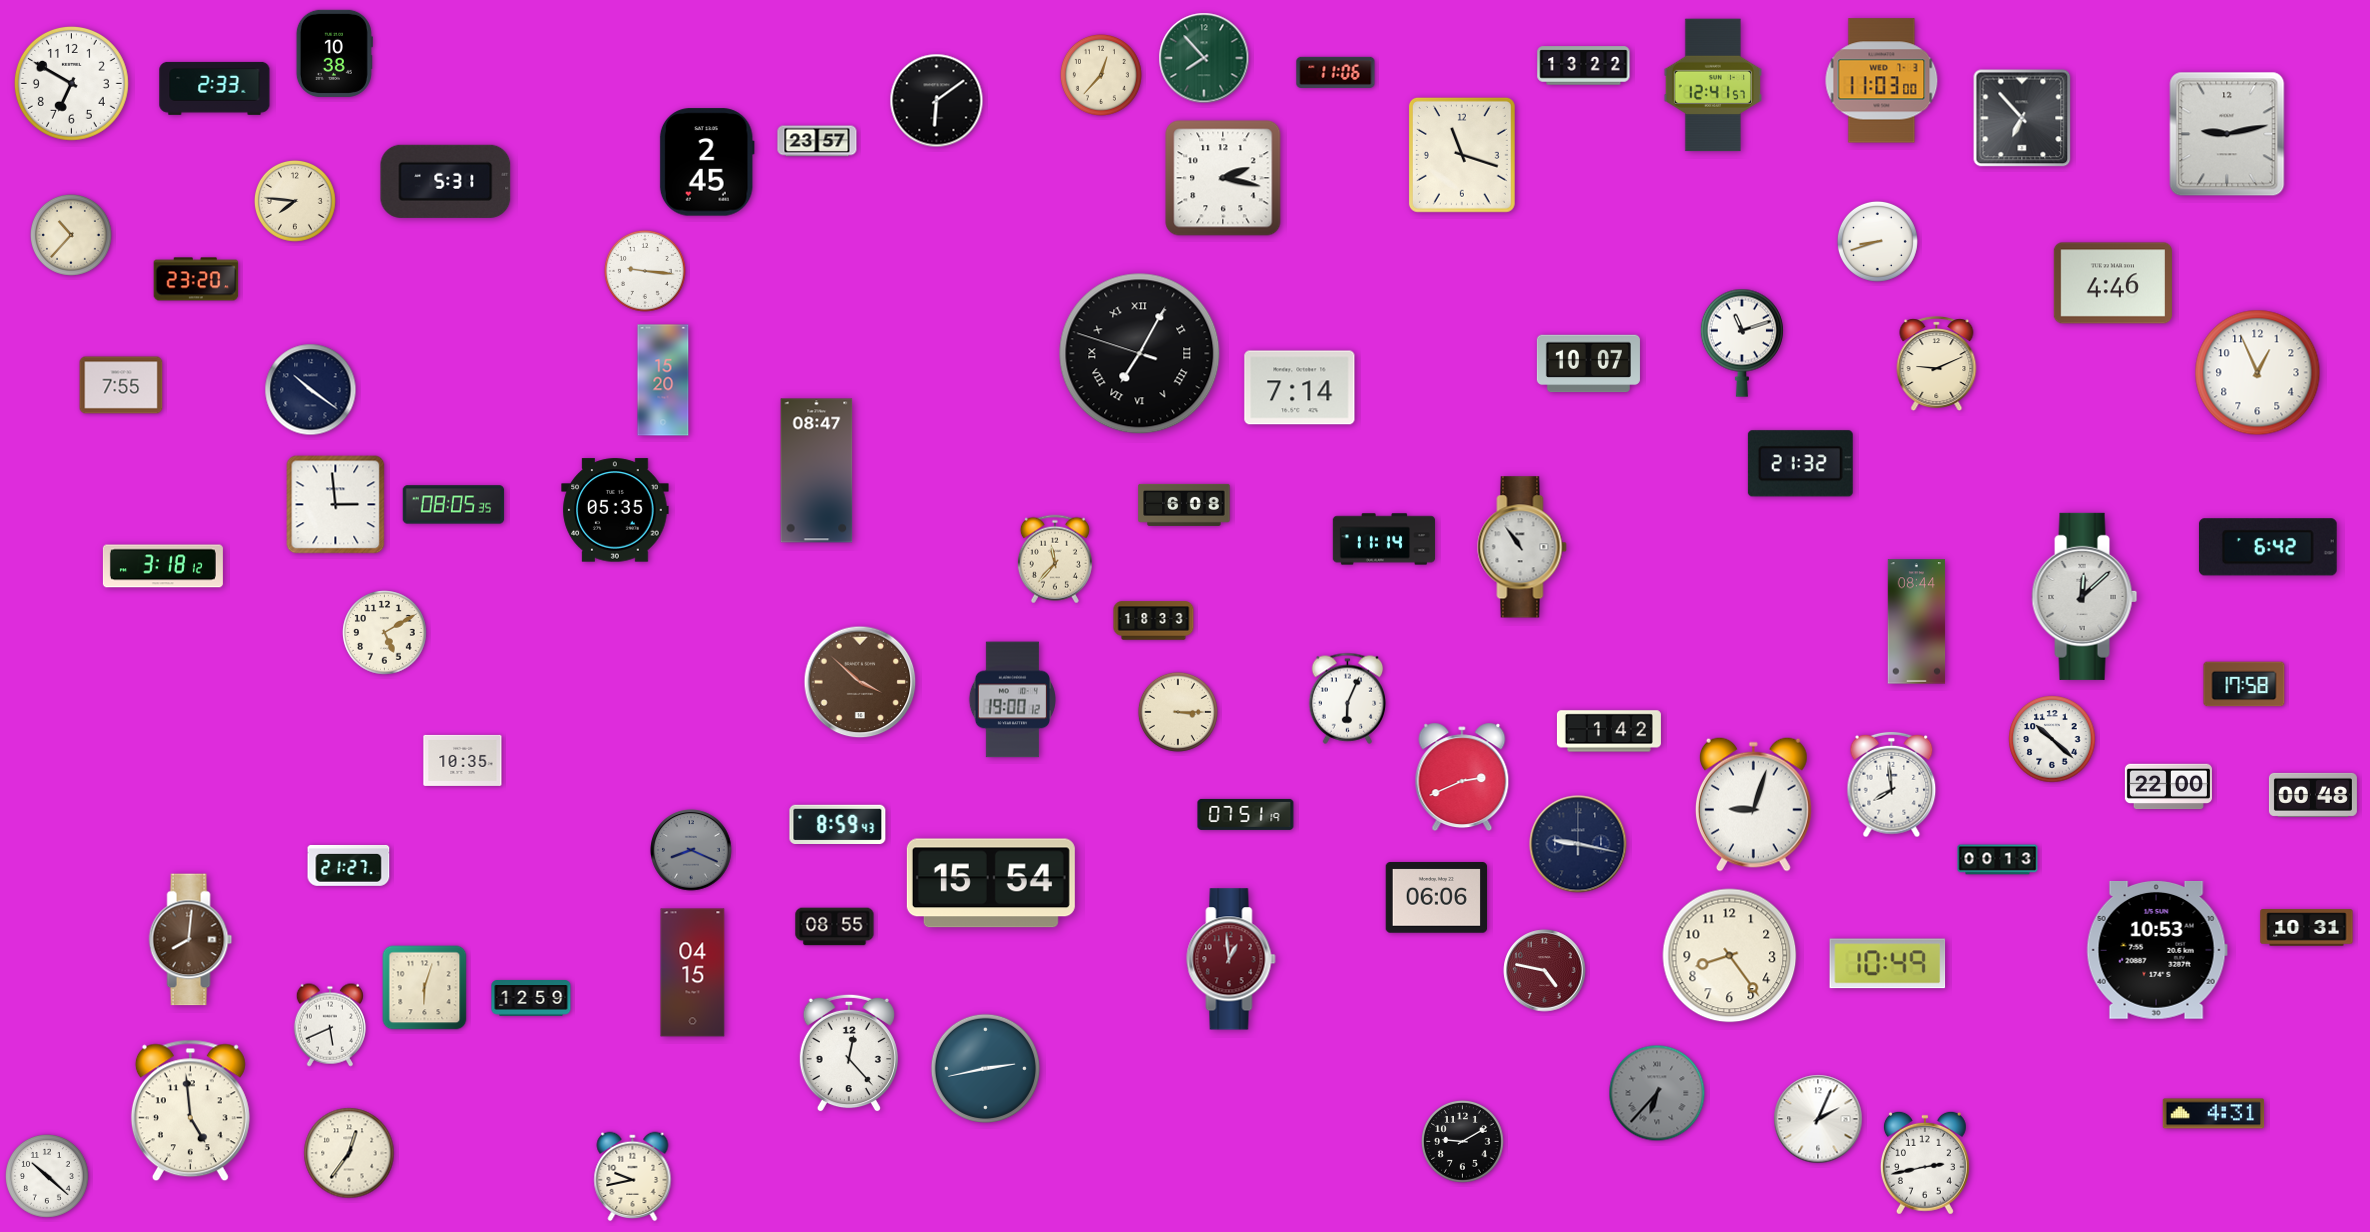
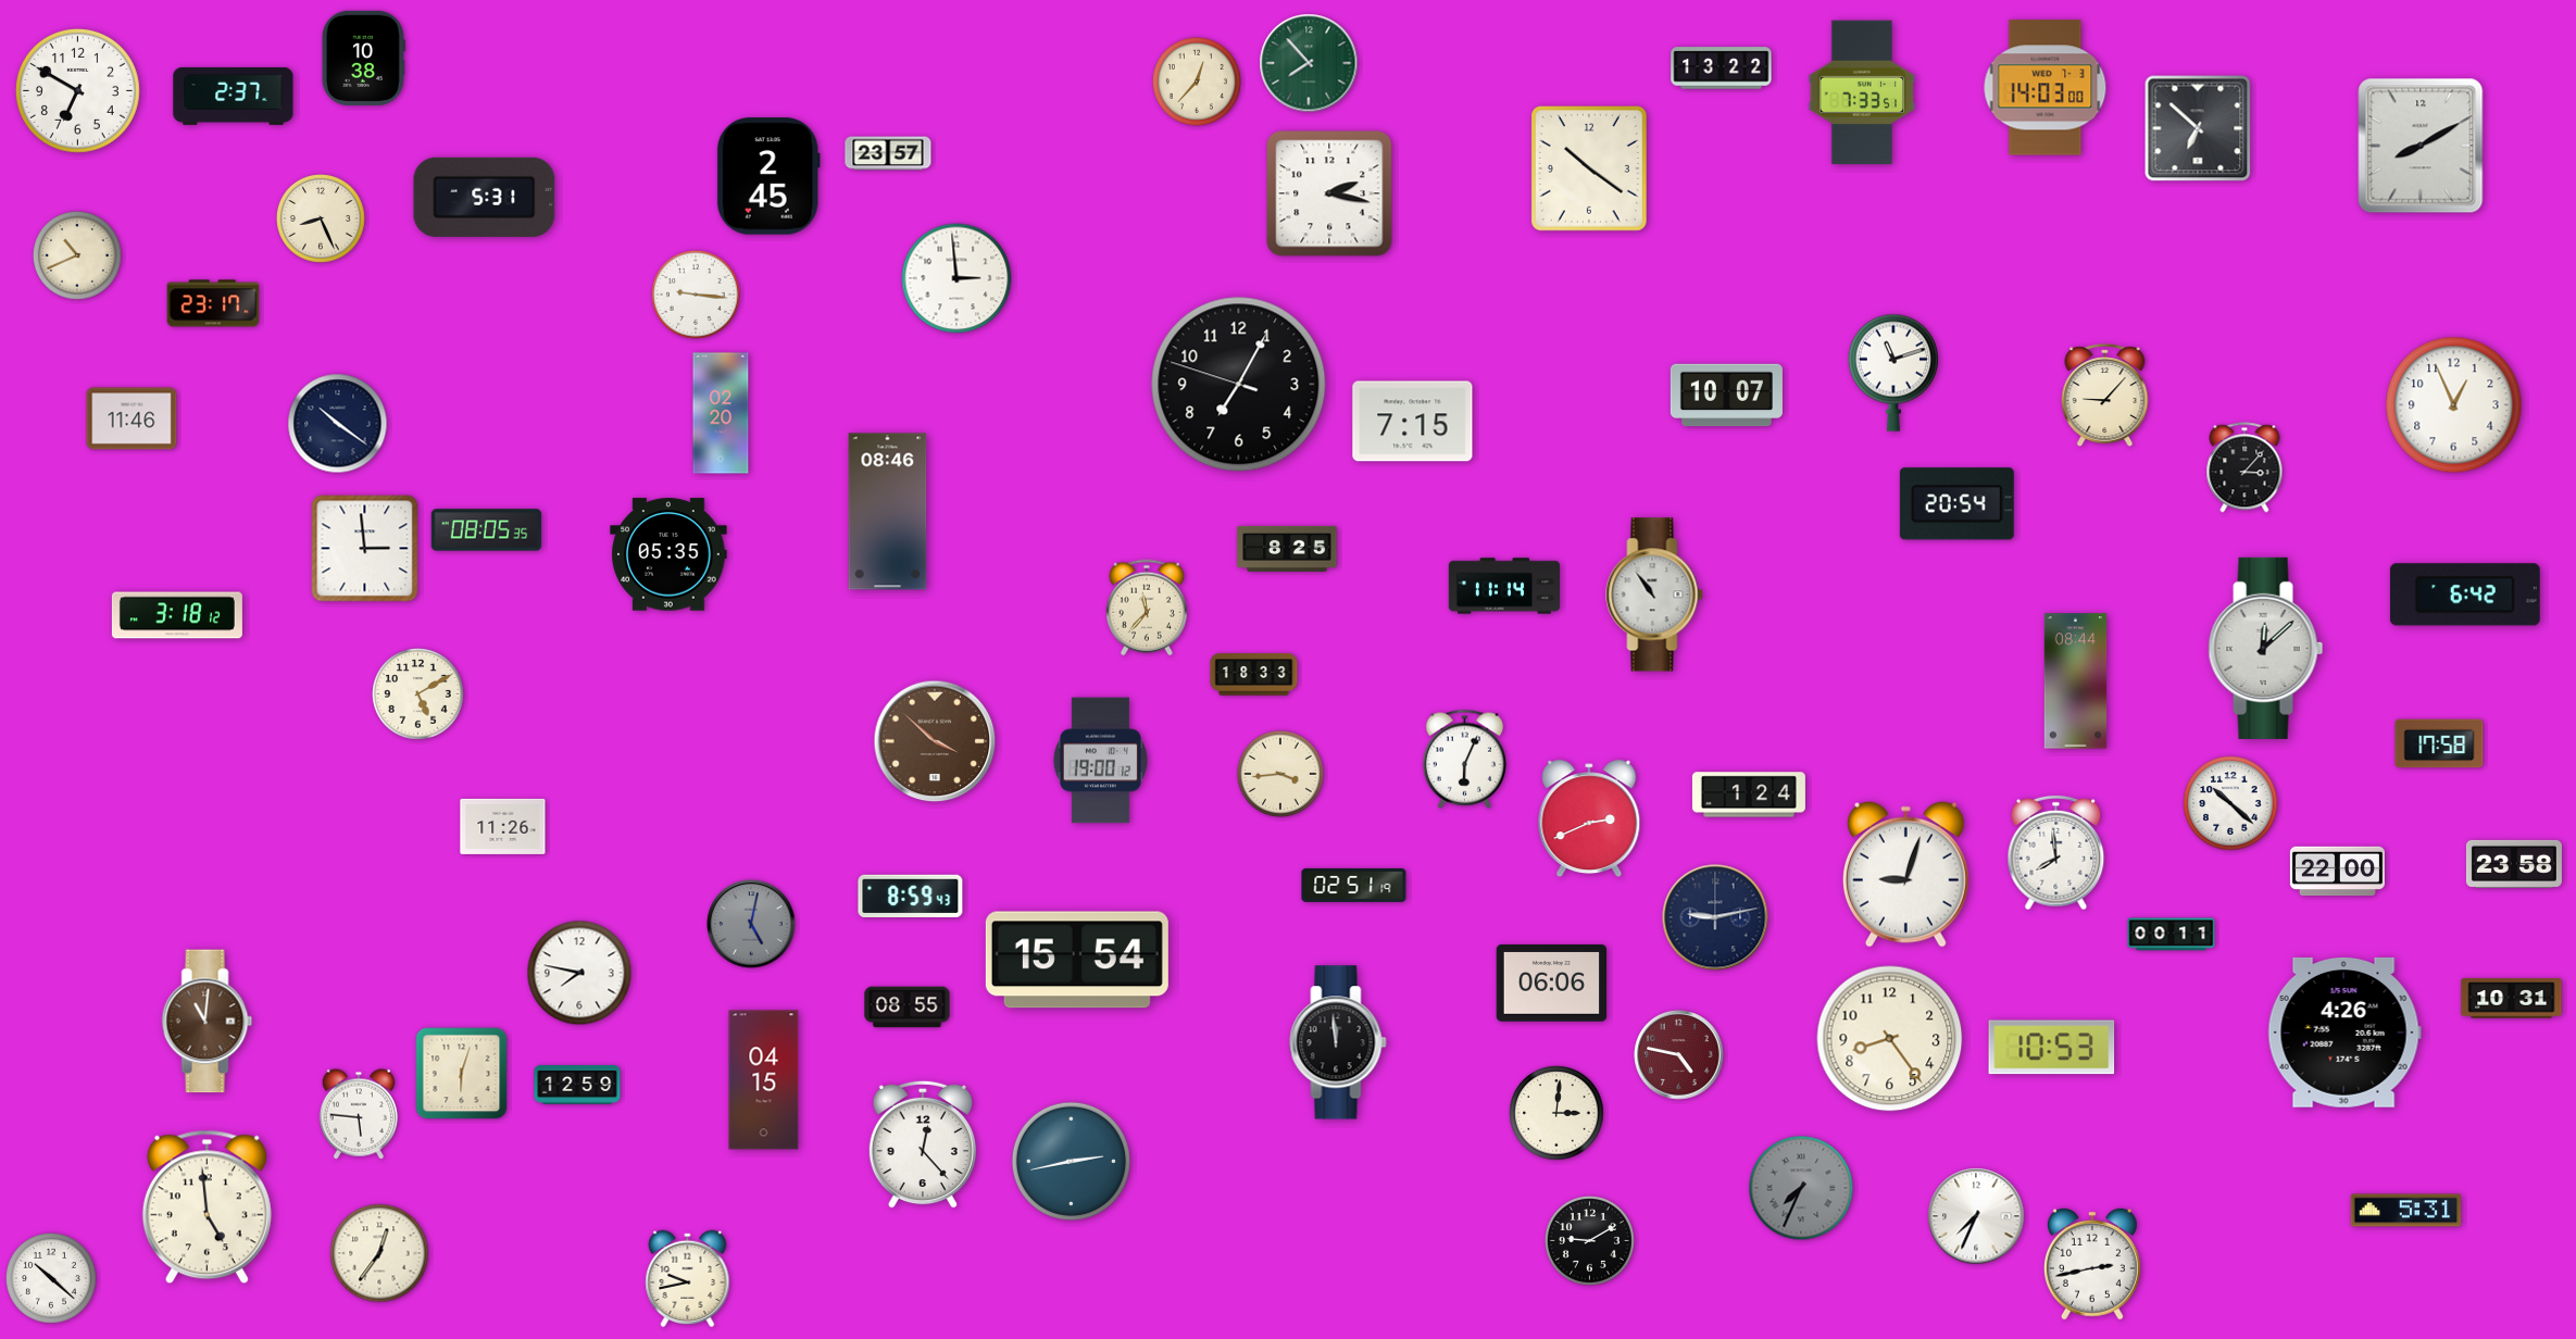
clock at (1584, 66) position: (1584, 66) -> (1722, 68)
clock at (1336, 72): 11:06 -> none
clock at (1882, 81): 11:03 -> 14:03
clock at (1713, 85): 12:41 -> 7:33
clock at (215, 88): 2:33 -> 2:37
clock at (937, 101): 6:09 -> none
clock at (2022, 118): 6:53 -> 6:52
clock at (2227, 134): 9:13 -> 8:10
clock at (1462, 155): 11:18 -> 10:21
clock at (295, 201): 7:46 -> 8:26
clock at (71, 235): 10:37 -> 10:41
clock at (1877, 241): 8:42 -> none
clock at (956, 278): none -> 2:59
clock at (645, 271) position: (645, 271) -> (696, 295)
clock at (196, 279): 23:20 -> 23:17
clock at (2113, 283): 4:46 -> none
clock at (1140, 354) numerals: Roman -> Arabic
clock at (1937, 364): 9:11 -> 9:07
clock at (663, 380): 15:20 -> 02:20
clock at (121, 385): 7:55 -> 11:46
clock at (1300, 388): 7:14 -> 7:15
clock at (2244, 467): none -> 3:07
clock at (1800, 464): 21:32 -> 20:54
clock at (817, 471): 08:47 -> 08:46
clock at (454, 505) position: (454, 505) -> (487, 530)
clock at (1184, 505): 6:08 -> 8:25
clock at (1917, 622) position: (1917, 622) -> (2076, 681)
clock at (385, 633) position: (385, 633) -> (418, 694)
clock at (1178, 712): 3:15 -> 3:44
clock at (1609, 731): 1:42 -> 1:24
clock at (463, 760): 10:35 -> 11:26
clock at (1462, 777) position: (1462, 777) -> (1589, 818)
clock at (2168, 787) position: (2168, 787) -> (2337, 872)
clock at (2313, 795): 00:48 -> 23:58
clock at (1246, 814): 07:51 -> 02:51
clock at (1578, 844): 9:17 -> 9:13
clock at (691, 850): 8:19 -> 5:02
clock at (1998, 860): 00:13 -> 00:11
clock at (349, 865): 21:27 -> none
clock at (579, 973): none -> 7:47
clock at (1437, 898) position: (1437, 898) -> (1552, 984)
clock at (2307, 928) position: (2307, 928) -> (2512, 999)
clock at (191, 940): 8:01 -> 11:01
clock at (2157, 950): 10:53 -> 4:26
clock at (1730, 956) position: (1730, 956) -> (1890, 1039)
clock at (1231, 959): 12:59 -> 11:59
clock at (1231, 959) dial: burgundy -> black
clock at (1888, 964): 10:49 -> 10:53
clock at (693, 973) position: (693, 973) -> (764, 1080)
clock at (1556, 1113): none -> 3:01
clock at (330, 1025): 5:41 -> 5:46
clock at (1657, 1093): 6:37 -> 7:34
clock at (2214, 1114): 4:31 -> 5:31
clock at (1818, 1119): 2:04 -> 7:34
